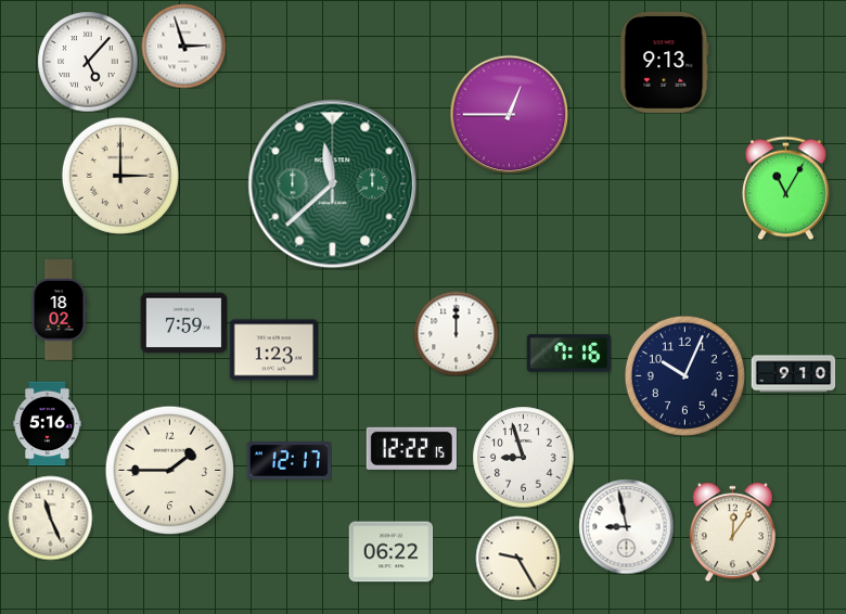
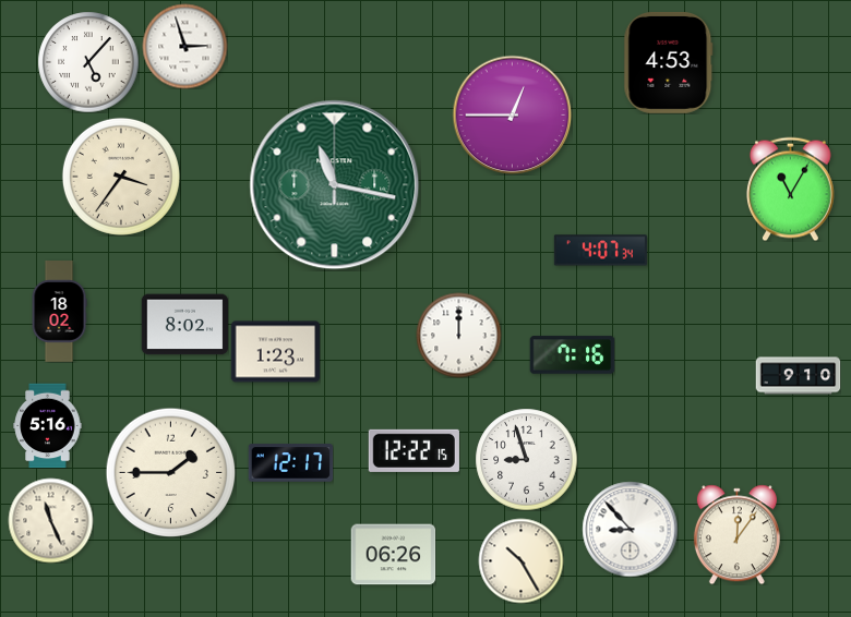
clock at (665, 62): 9:13 -> 4:53
clock at (120, 176): 3:00 -> 3:36
clock at (333, 184): 11:38 -> 11:17
clock at (600, 251): none -> 4:07
clock at (183, 323): 7:59 -> 8:02
clock at (684, 375): 10:04 -> none
clock at (626, 526): 8:58 -> 8:53
clock at (390, 552): 06:22 -> 06:26
clock at (517, 558): 9:25 -> 10:25
